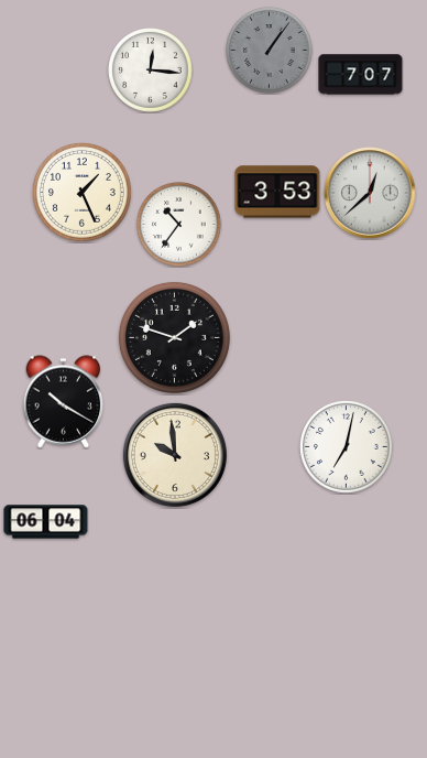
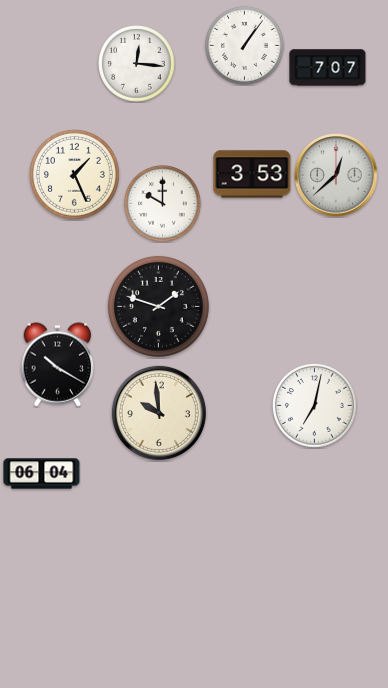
clock at (270, 51) dial: grey -> white
clock at (179, 225): 10:36 -> 10:00
